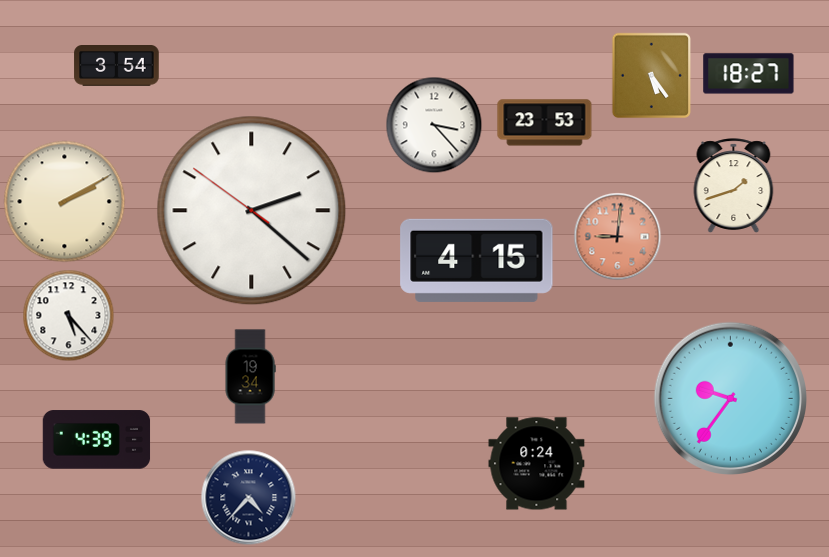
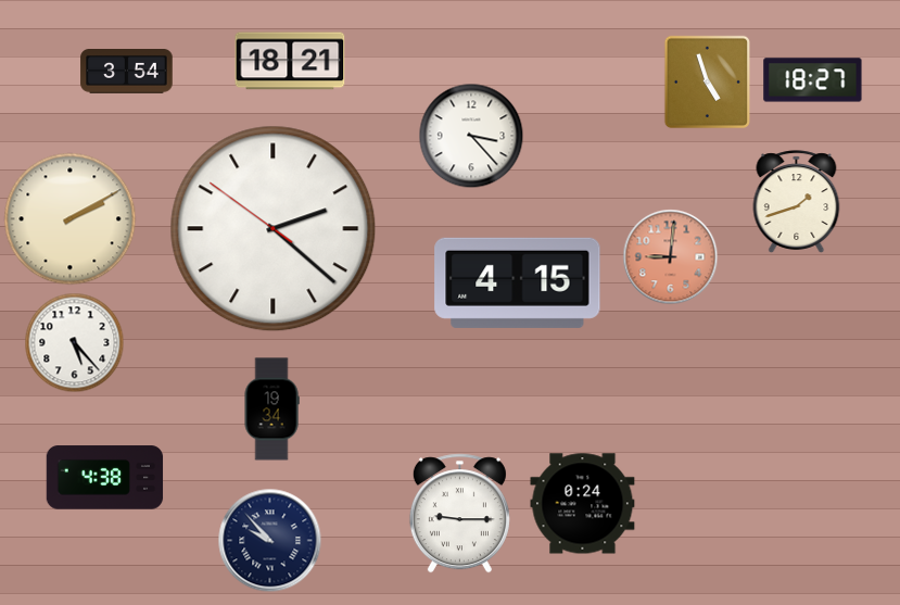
clock at (290, 61): none -> 18:21
clock at (651, 76): 5:24 -> 4:57
clock at (545, 123): 23:53 -> none
clock at (730, 398): 9:36 -> none
clock at (97, 440): 4:39 -> 4:38
clock at (459, 514): none -> 9:15
clock at (249, 498): 4:37 -> 9:53
